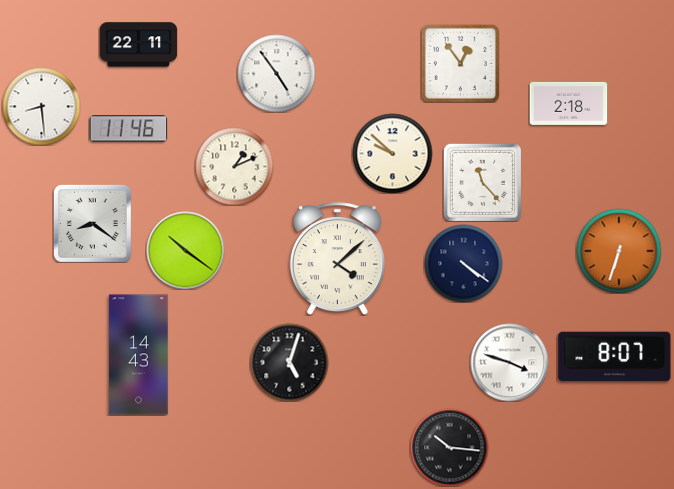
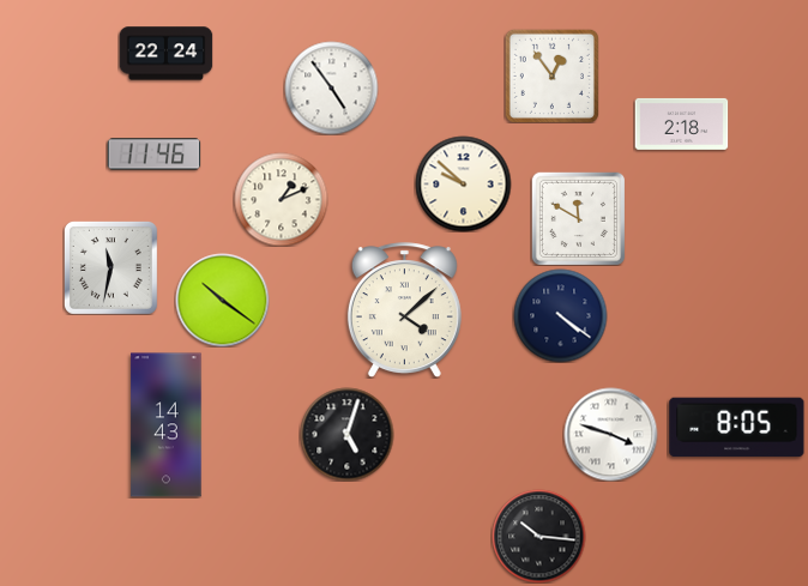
clock at (138, 45): 22:11 -> 22:24
clock at (41, 106): 8:29 -> none
clock at (392, 153) position: (392, 153) -> (463, 183)
clock at (482, 182): 11:23 -> 11:50
clock at (92, 223): 8:21 -> 11:32
clock at (619, 251): 6:33 -> none
clock at (463, 263) position: (463, 263) -> (560, 315)
clock at (615, 357): 8:07 -> 8:05
